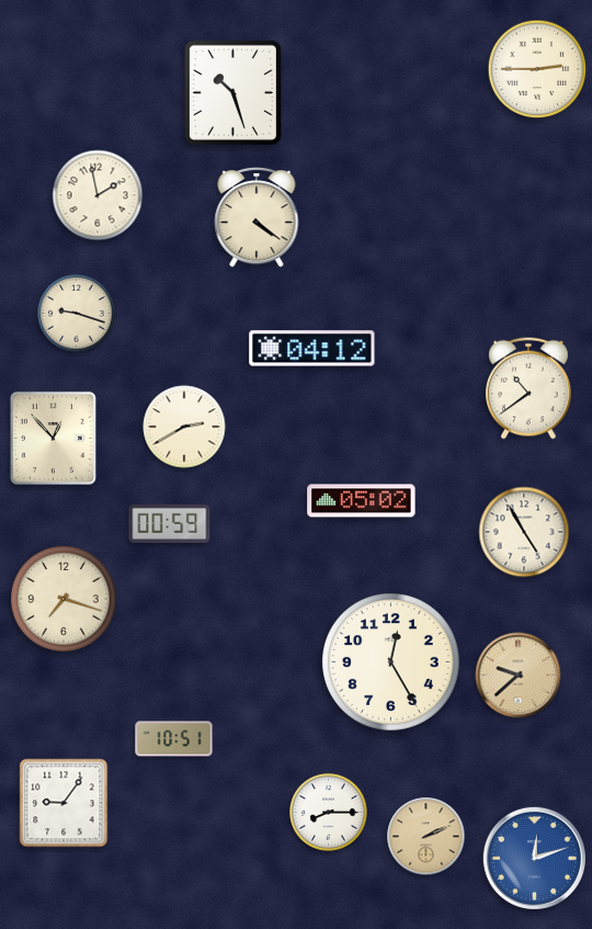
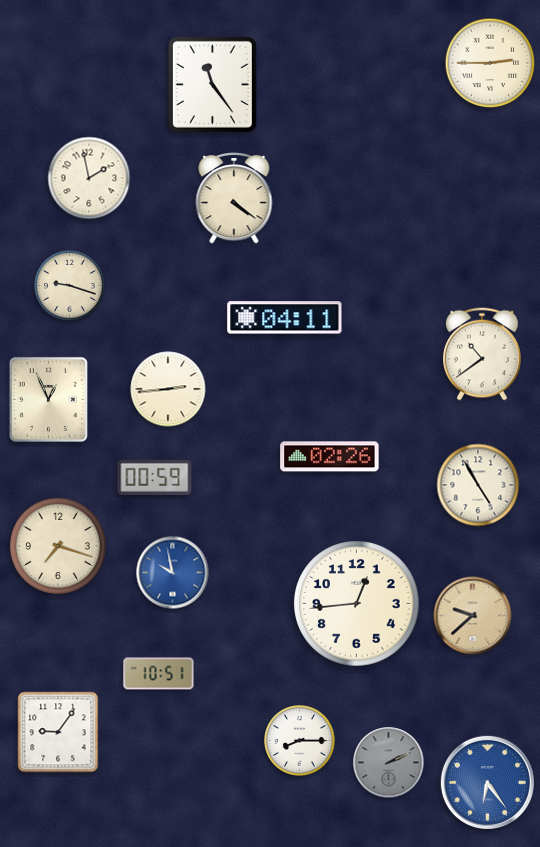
clock at (232, 92): 10:27 -> 11:24
clock at (312, 349): 04:12 -> 04:11
clock at (184, 427): 2:40 -> 2:44
clock at (53, 438): 12:53 -> 12:56
clock at (362, 501): 05:02 -> 02:26
clock at (173, 573): none -> 9:58
clock at (391, 662): 12:25 -> 12:44
clock at (426, 837) dial: champagne -> grey
clock at (534, 858): 12:12 -> 6:24
